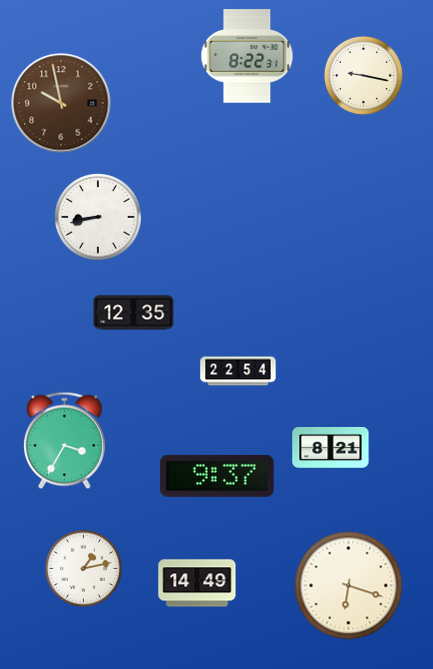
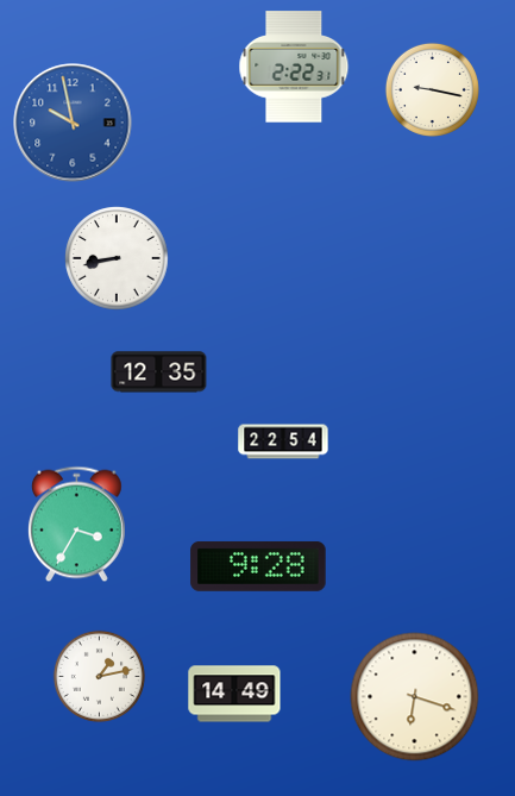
clock at (247, 56): 8:22 -> 2:22
clock at (61, 103) dial: brown -> blue
clock at (331, 447): 8:21 -> none
clock at (217, 476): 9:37 -> 9:28
